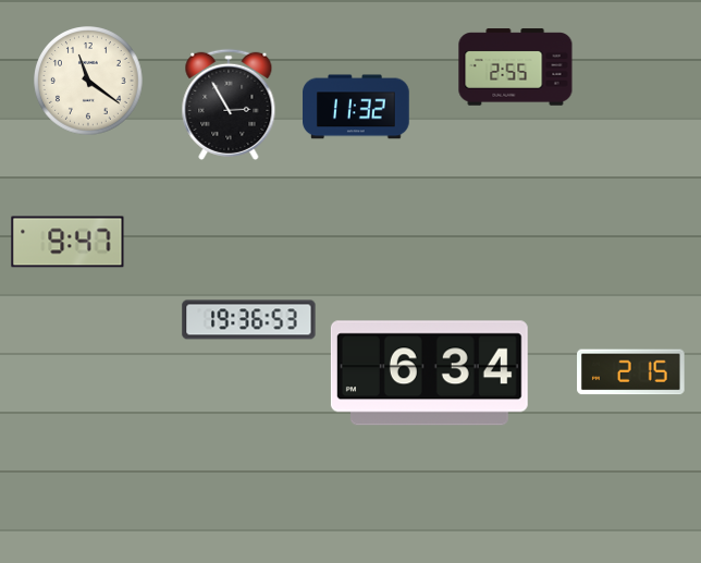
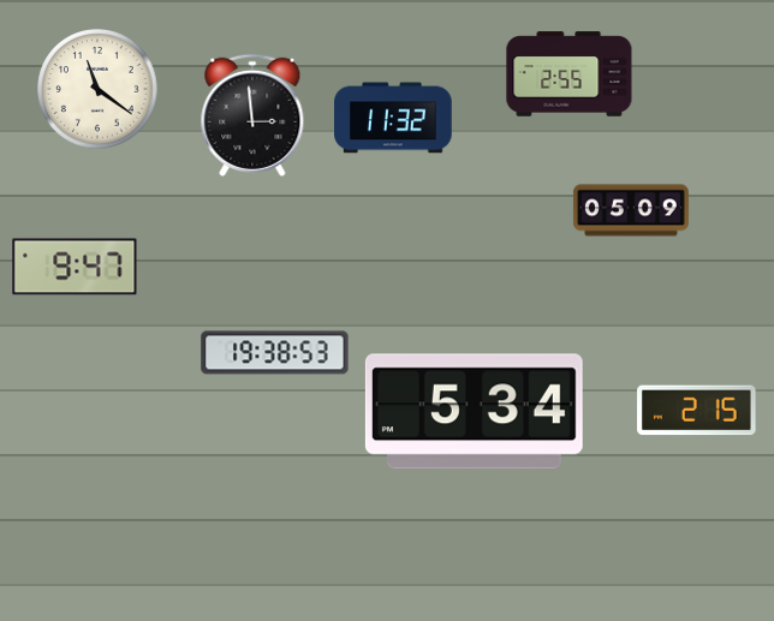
clock at (229, 105): 2:55 -> 2:59
clock at (631, 210): none -> 05:09
clock at (249, 320): 19:36 -> 19:38
clock at (429, 374): 6:34 -> 5:34
